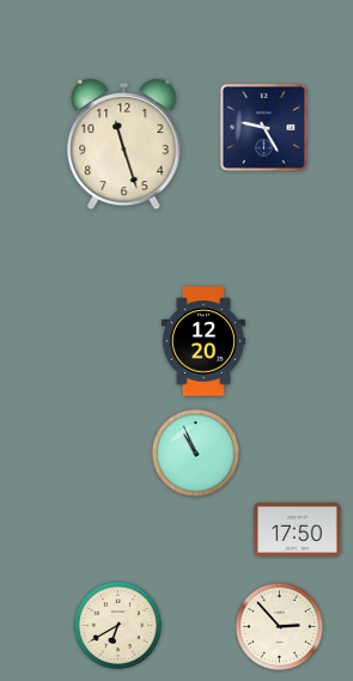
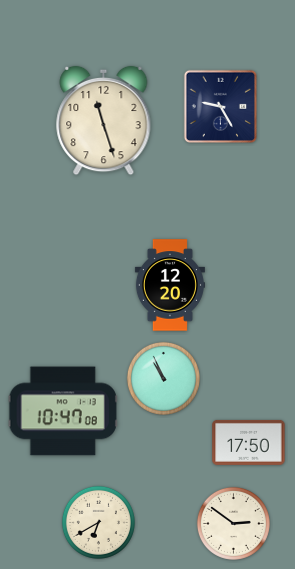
clock at (63, 411): none -> 10:47
clock at (279, 626): 2:53 -> 2:51
